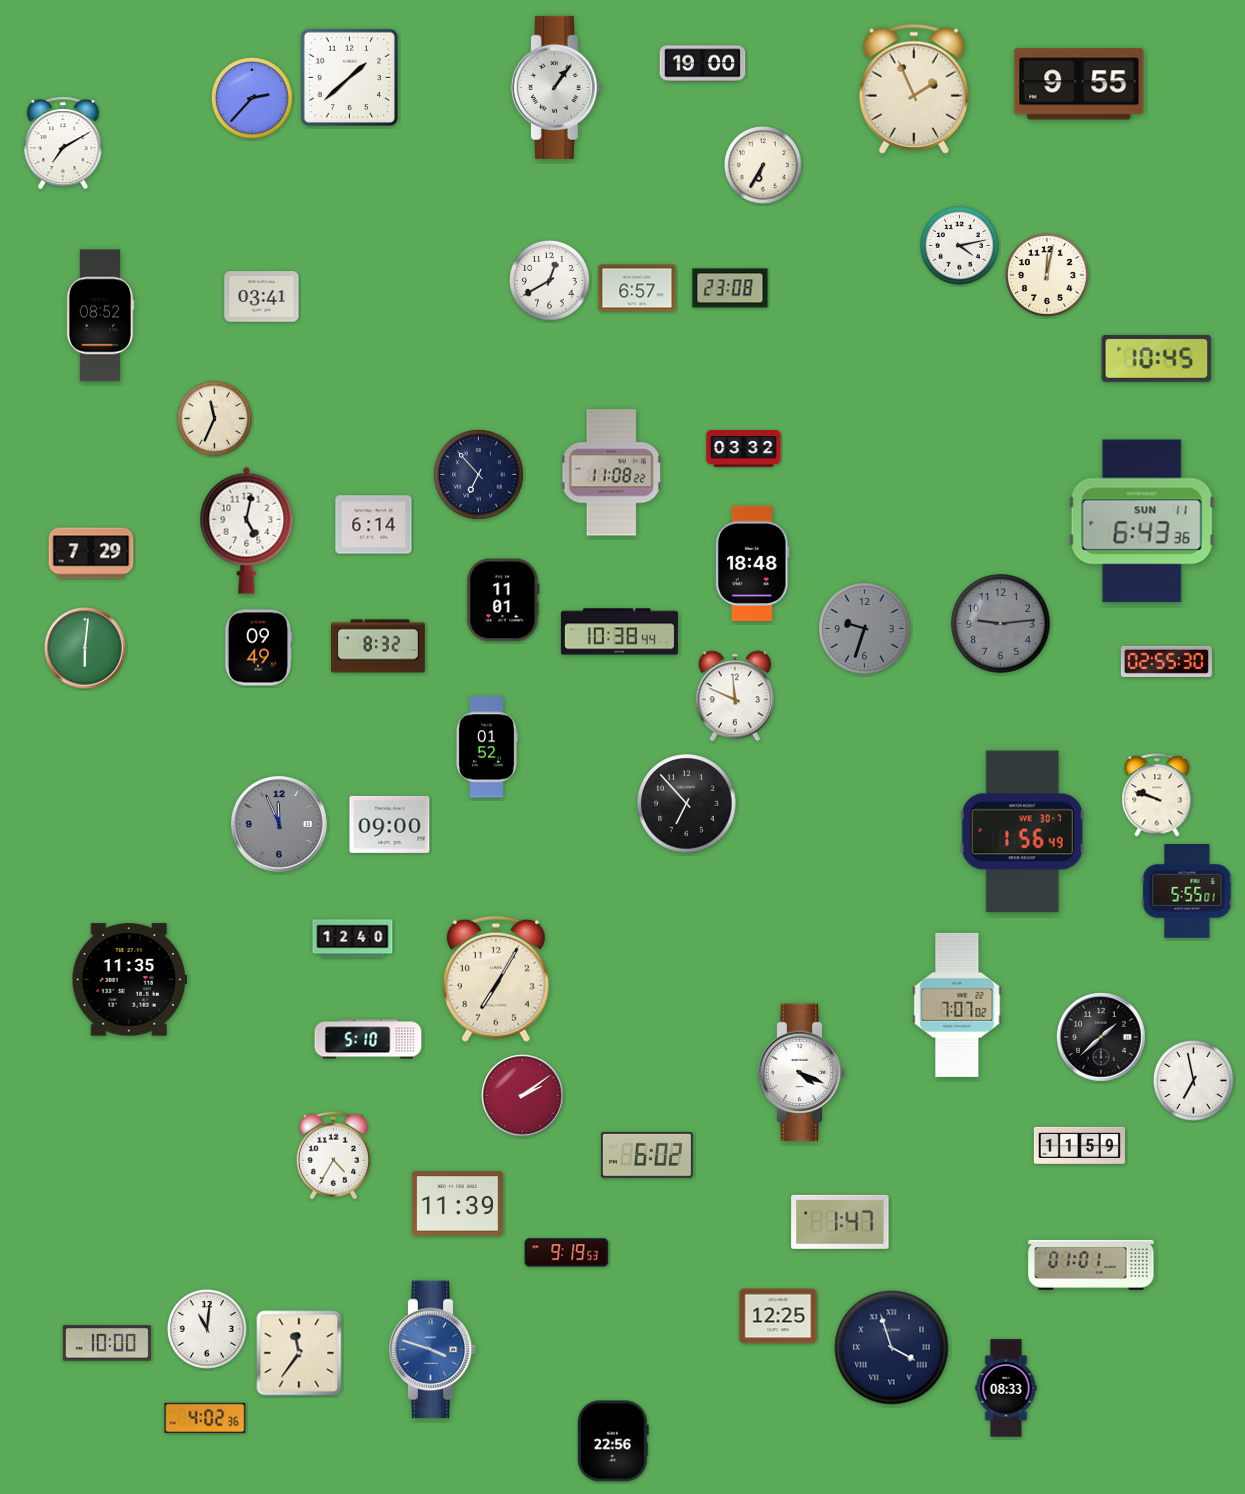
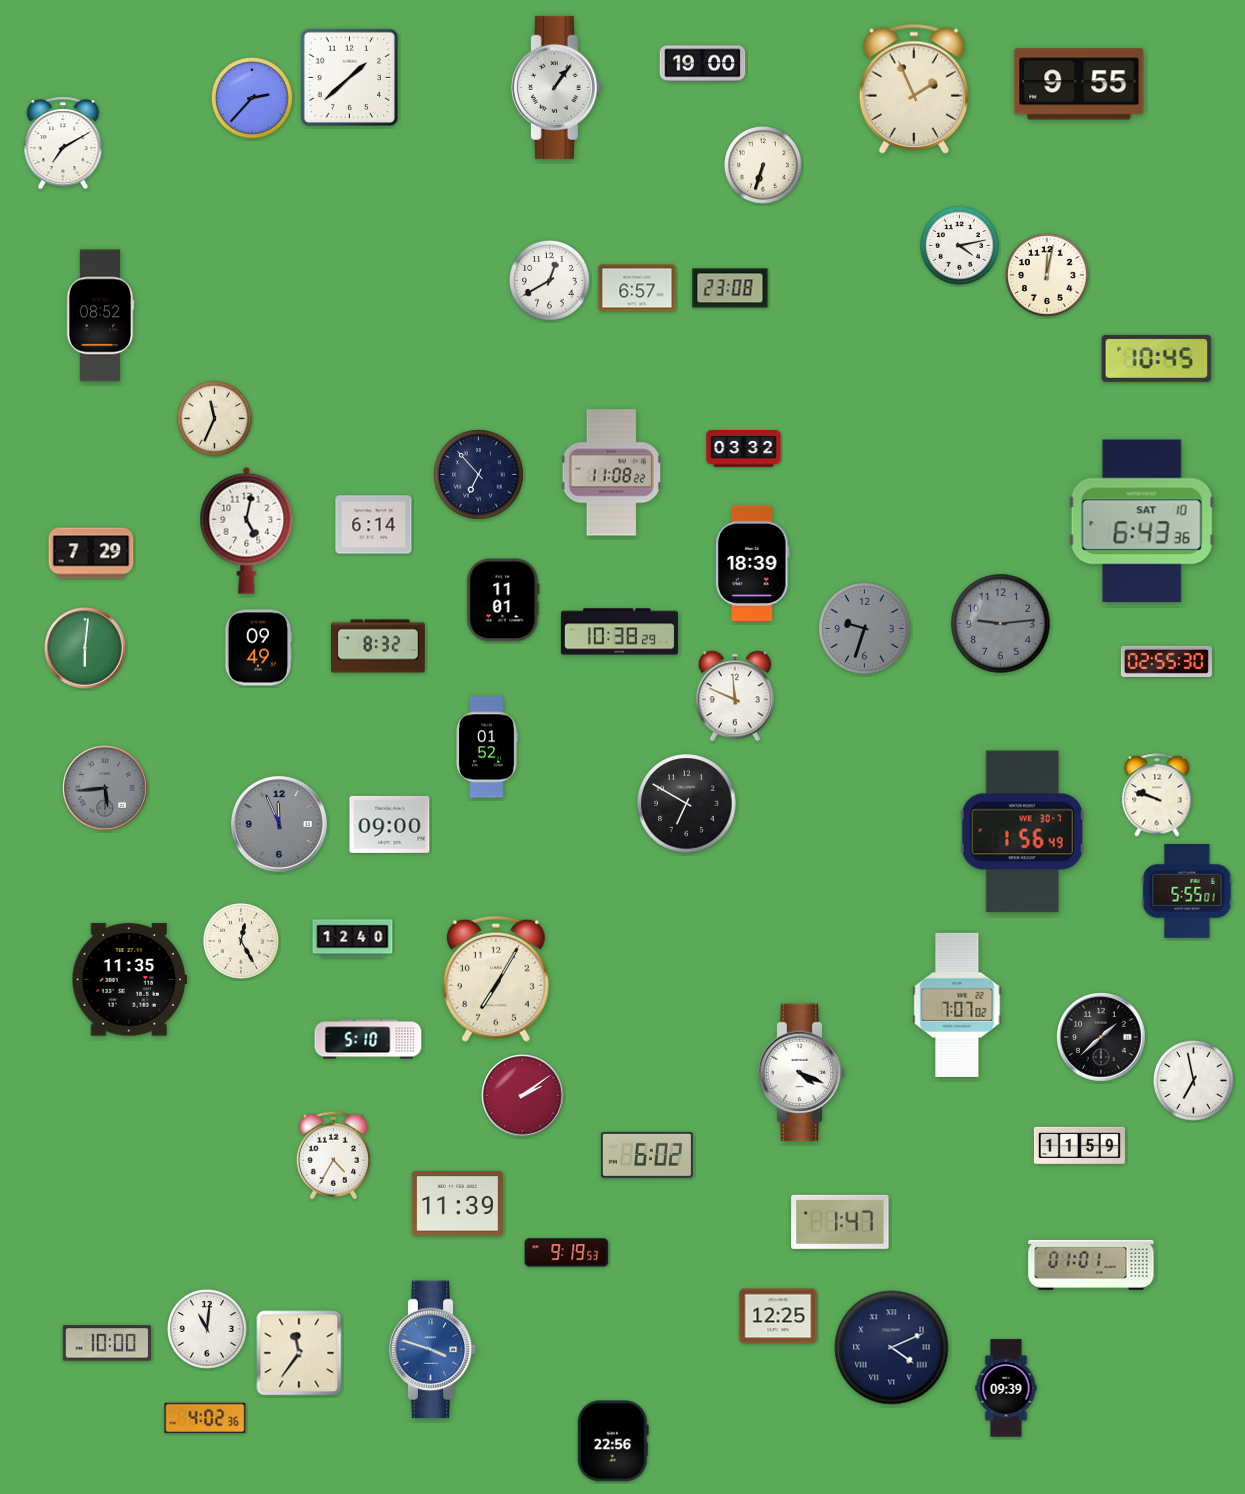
clock at (763, 165): 6:35 -> 6:33
clock at (262, 297): 03:41 -> none
clock at (1142, 521) date: SUN 11 -> SAT 10
clock at (753, 563): 18:48 -> 18:39
clock at (619, 632): 10:38:44 -> 10:38:29
clock at (105, 788): none -> 5:44
clock at (687, 804): 6:53 -> 6:50
clock at (241, 941): none -> 12:25
clock at (892, 1348): 3:57 -> 4:11
clock at (1006, 1388): 08:33 -> 09:39
